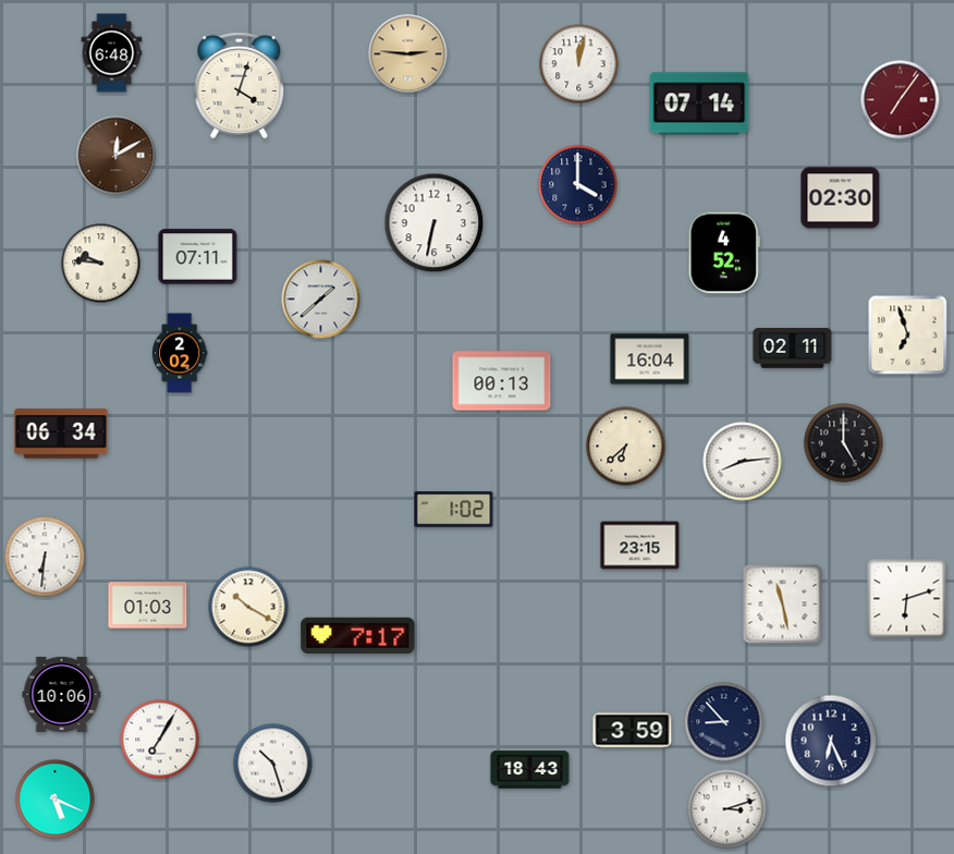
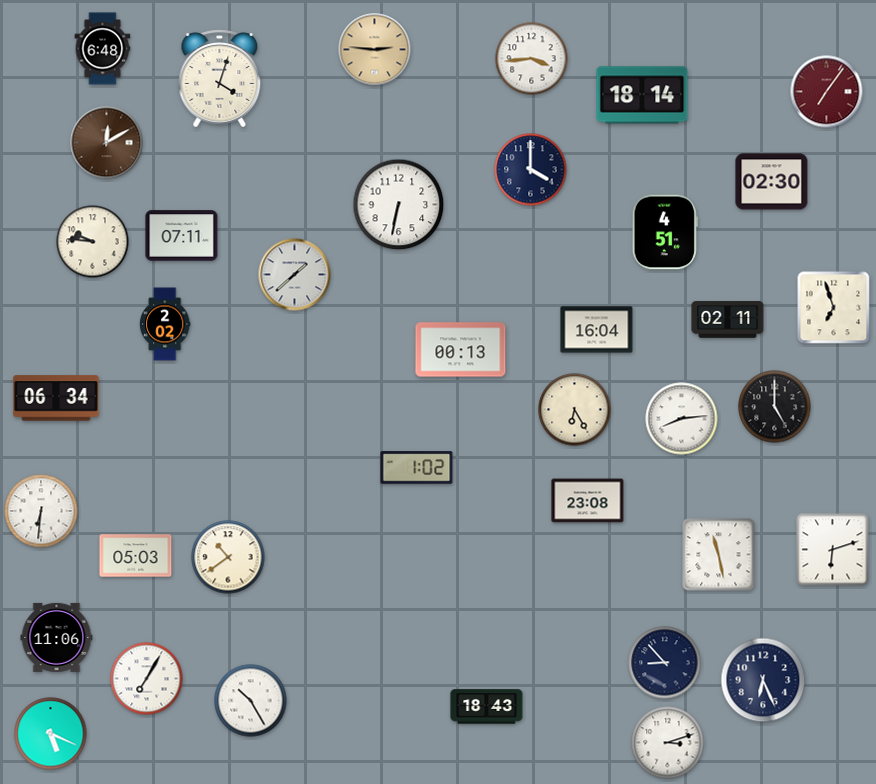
clock at (579, 64): 12:02 -> 3:44
clock at (699, 103): 07:14 -> 18:14
clock at (724, 253): 4:52 -> 4:51
clock at (626, 447): 6:38 -> 6:25
clock at (743, 462) position: (743, 462) -> (682, 419)
clock at (640, 546): 23:15 -> 23:08
clock at (148, 606): 01:03 -> 05:03
clock at (248, 607): 10:20 -> 10:39
clock at (358, 635): 7:17 -> none
clock at (62, 694): 10:06 -> 11:06
clock at (633, 731): 3:59 -> none
clock at (273, 764): 10:27 -> 10:25
